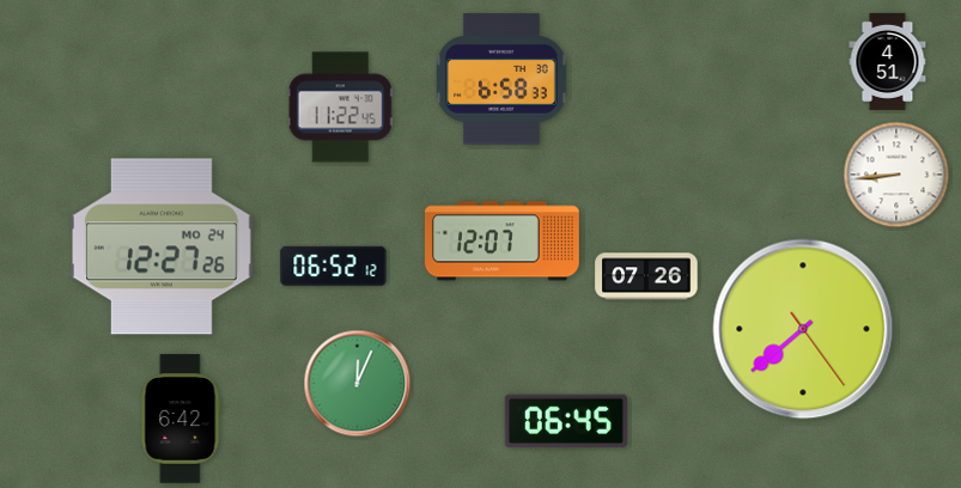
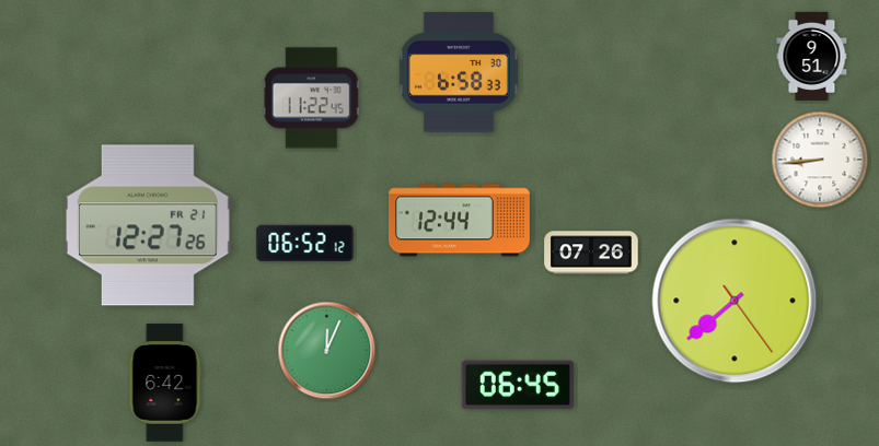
clock at (888, 61): 4:51 -> 9:51
clock at (501, 242): 12:07 -> 12:44
clock at (163, 246) date: MO 24 -> FR 21
